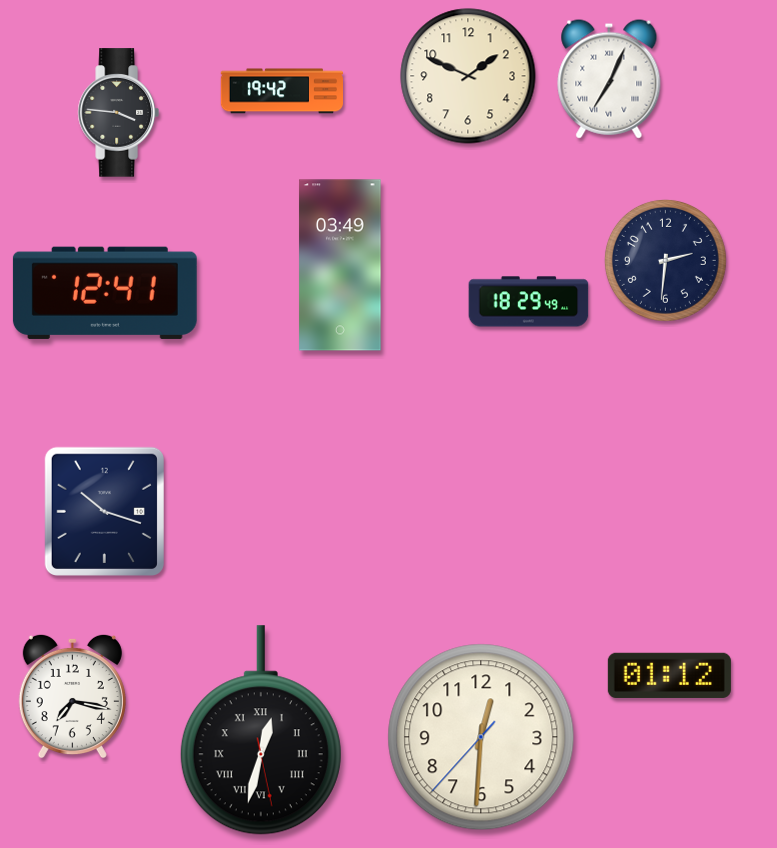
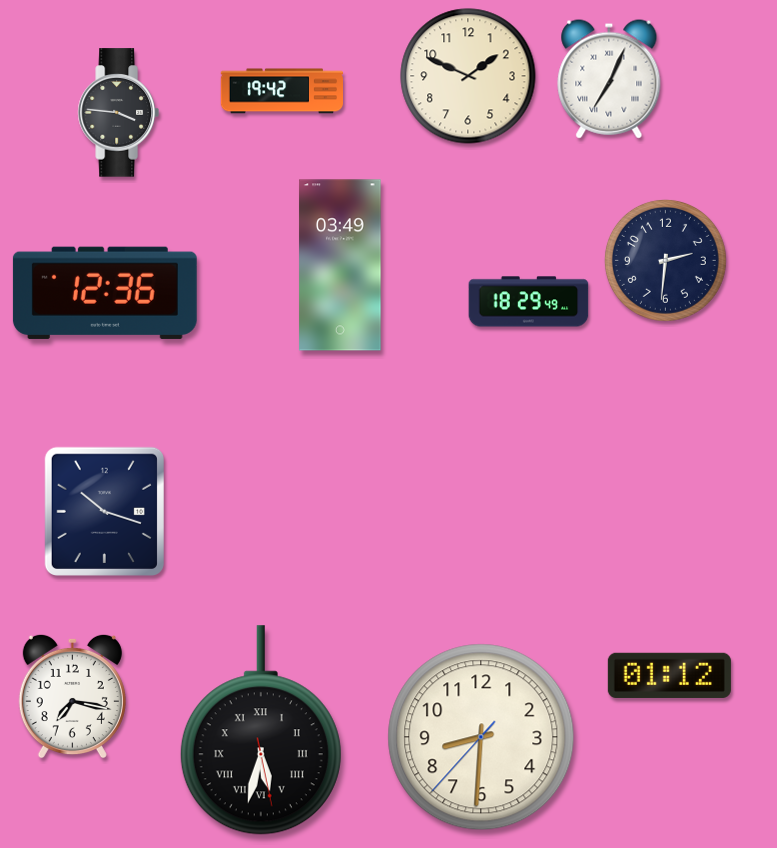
clock at (105, 293): 12:41 -> 12:36
clock at (261, 730): 12:32 -> 5:32
clock at (481, 737): 12:30 -> 8:30
